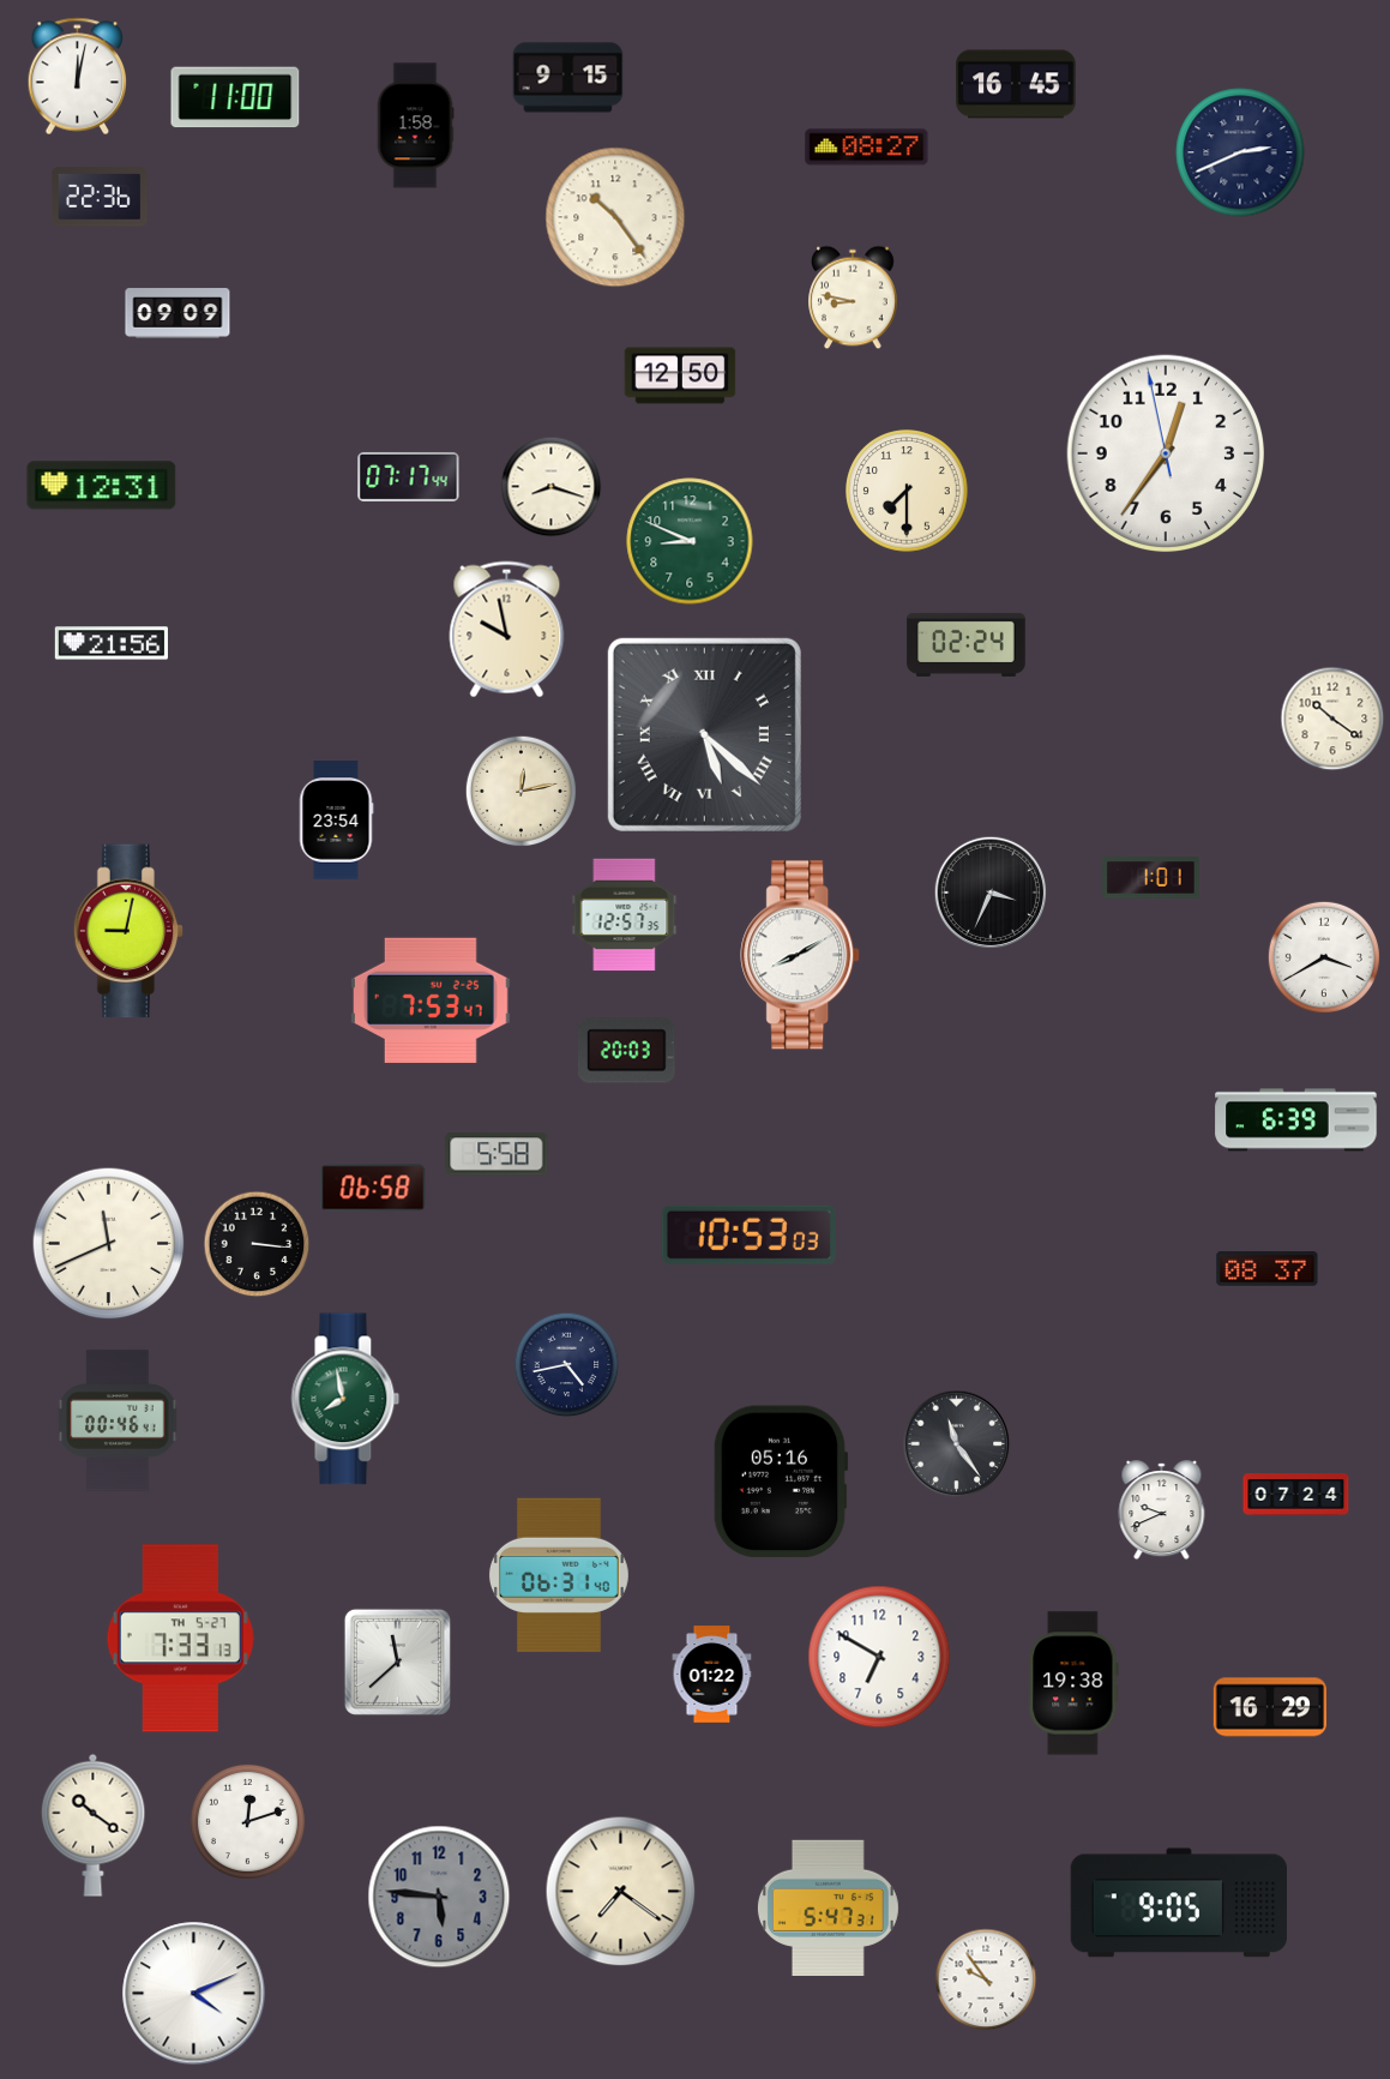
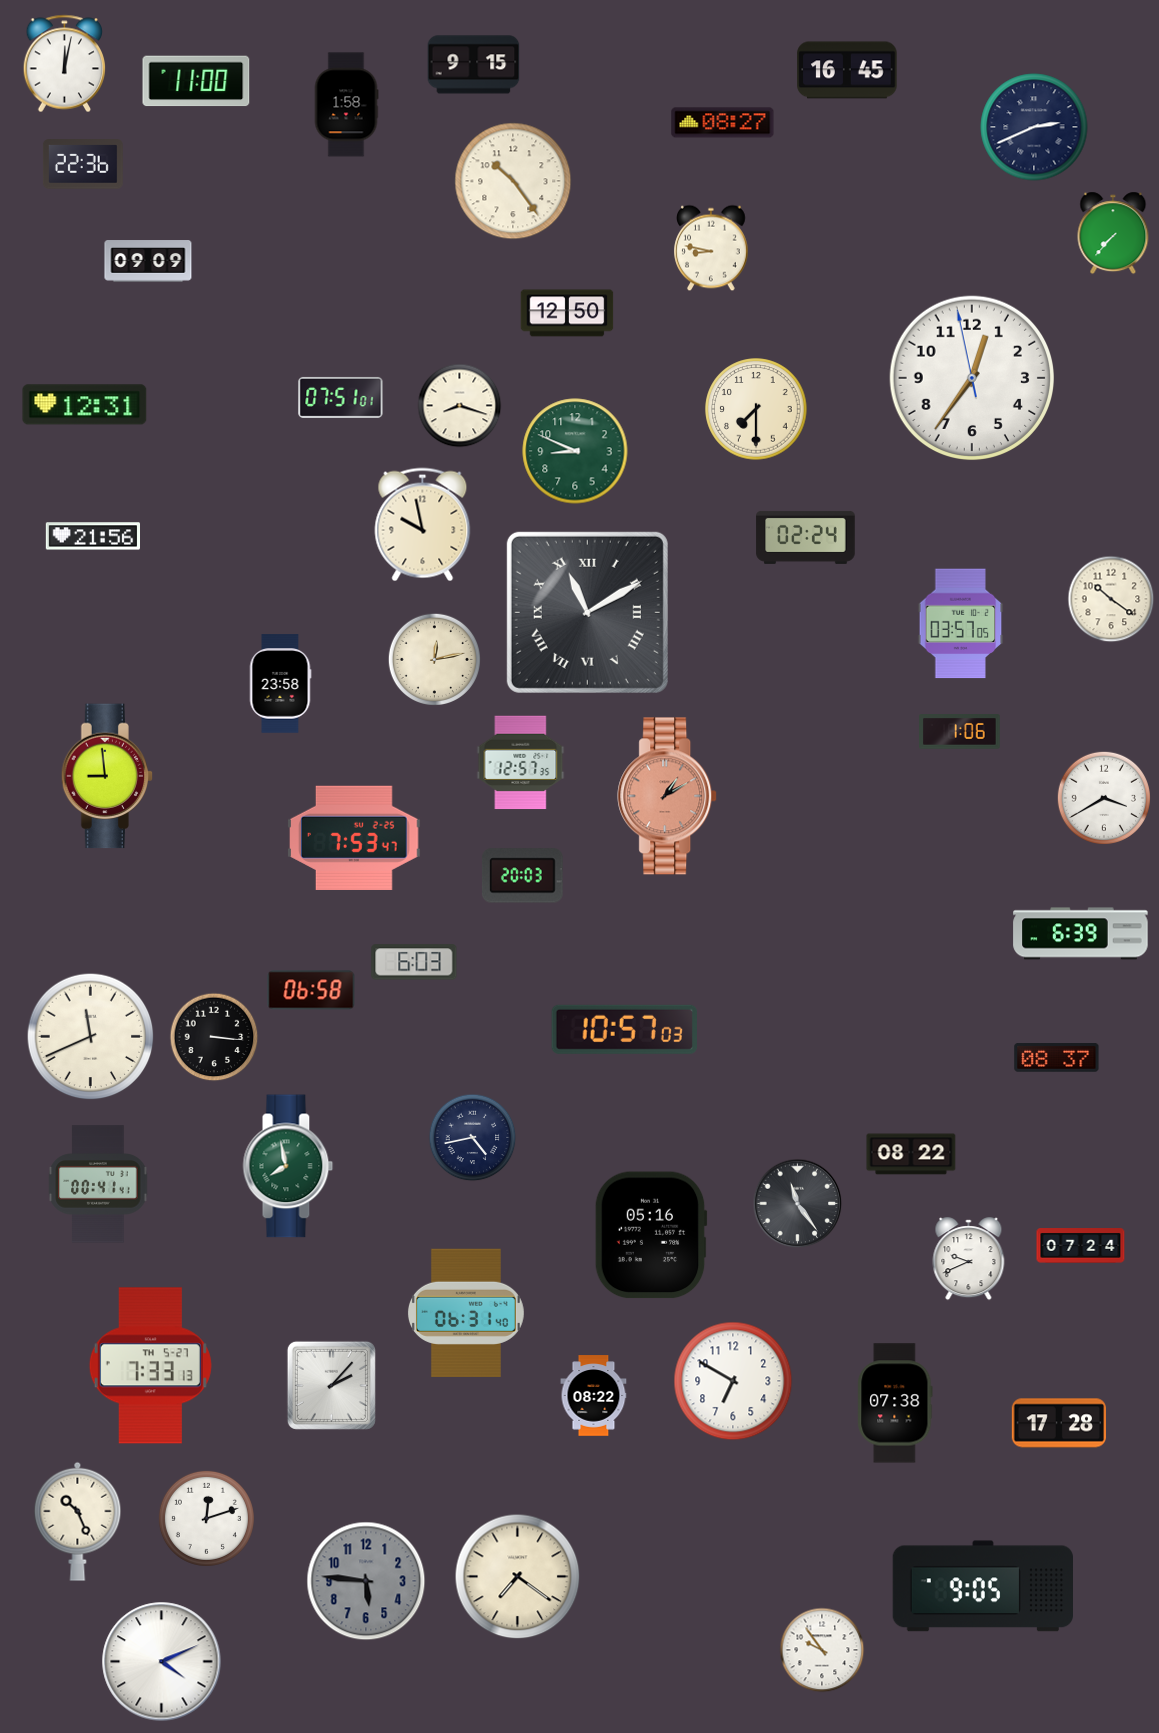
clock at (1113, 233): none -> 7:37
clock at (409, 476): 07:17 -> 07:51
clock at (704, 734): 5:22 -> 11:10
clock at (961, 624): none -> 03:57
clock at (336, 821): 23:54 -> 23:58
clock at (1151, 878): 1:01 -> 1:06
clock at (991, 893): 3:34 -> none
clock at (128, 931): 9:02 -> 8:59
clock at (801, 955): 8:10 -> 1:10
clock at (801, 955) dial: white -> salmon
clock at (432, 1001) position: (432, 1001) -> (355, 838)
clock at (497, 1154): 5:58 -> 6:03
clock at (748, 1234): 10:53 -> 10:57
clock at (911, 1154): none -> 08:22
clock at (118, 1420): 00:46 -> 00:41
clock at (397, 1662): 11:38 -> 2:07
clock at (712, 1675): 01:22 -> 08:22
clock at (1073, 1683): 19:38 -> 07:38
clock at (1269, 1707): 16:29 -> 17:28
clock at (94, 1825): 10:21 -> 10:26
clock at (828, 1907): 5:47 -> none
